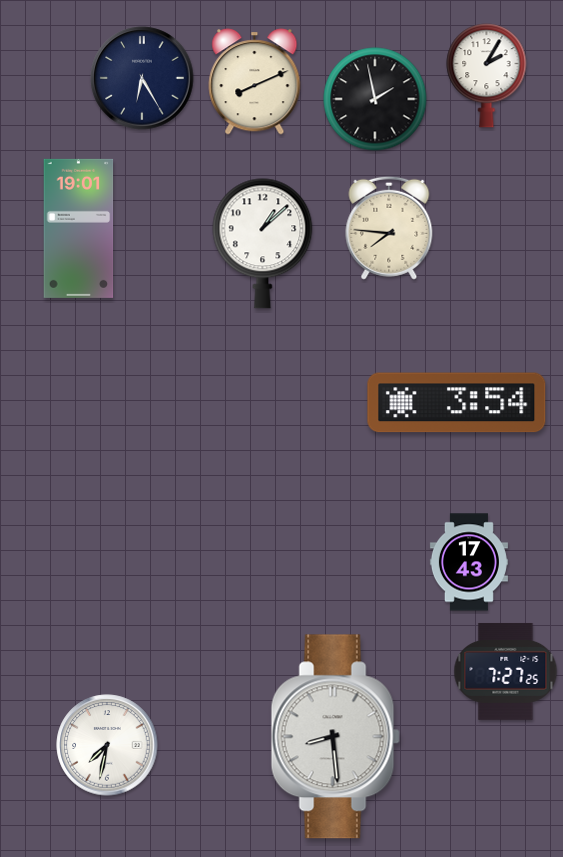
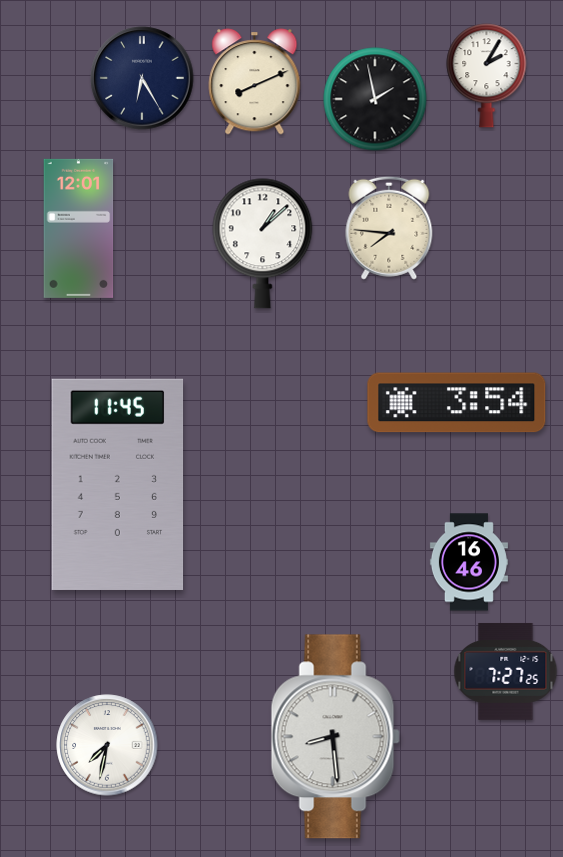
clock at (79, 228): 19:01 -> 12:01
clock at (118, 484): none -> 11:45
clock at (469, 562): 17:43 -> 16:46
